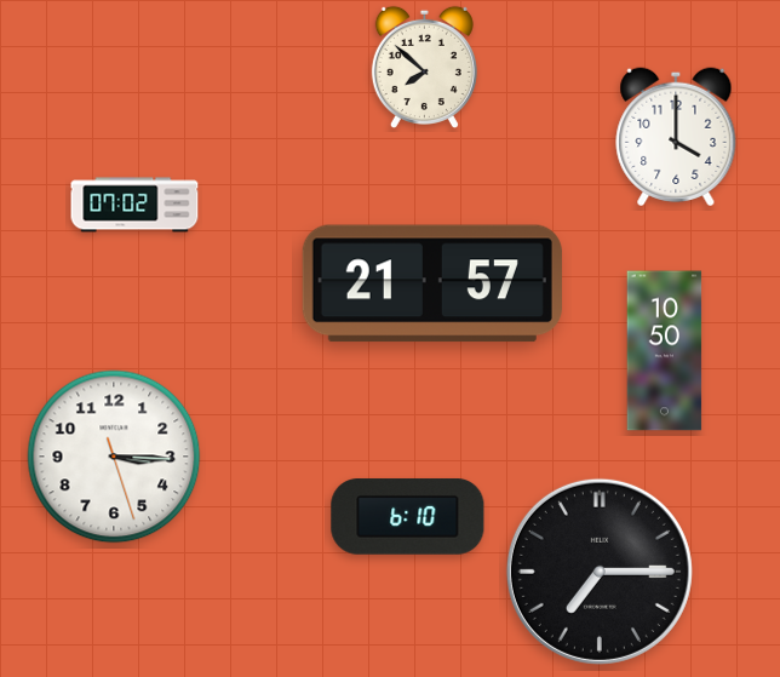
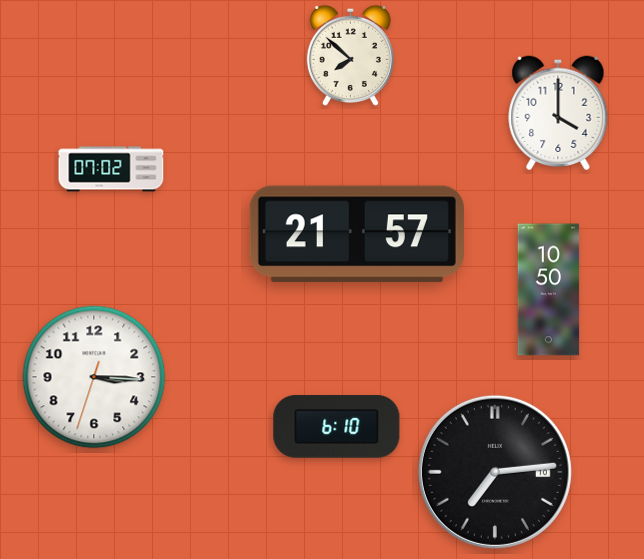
clock at (114, 457): 3:15:27 -> 3:15:33
clock at (600, 572): 7:15 -> 7:14
